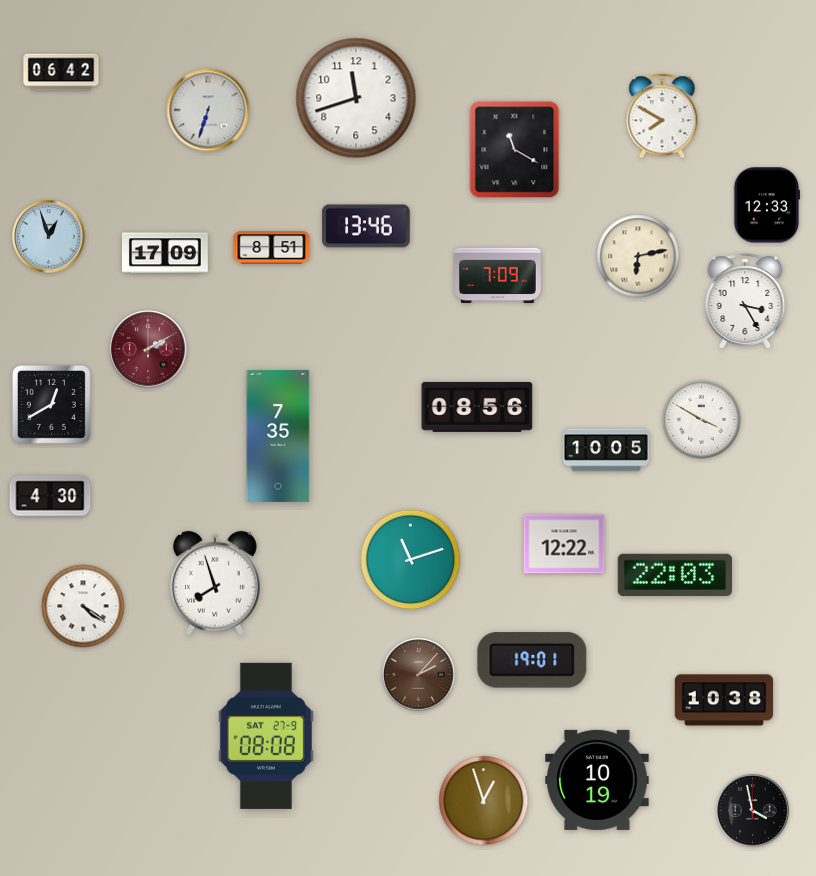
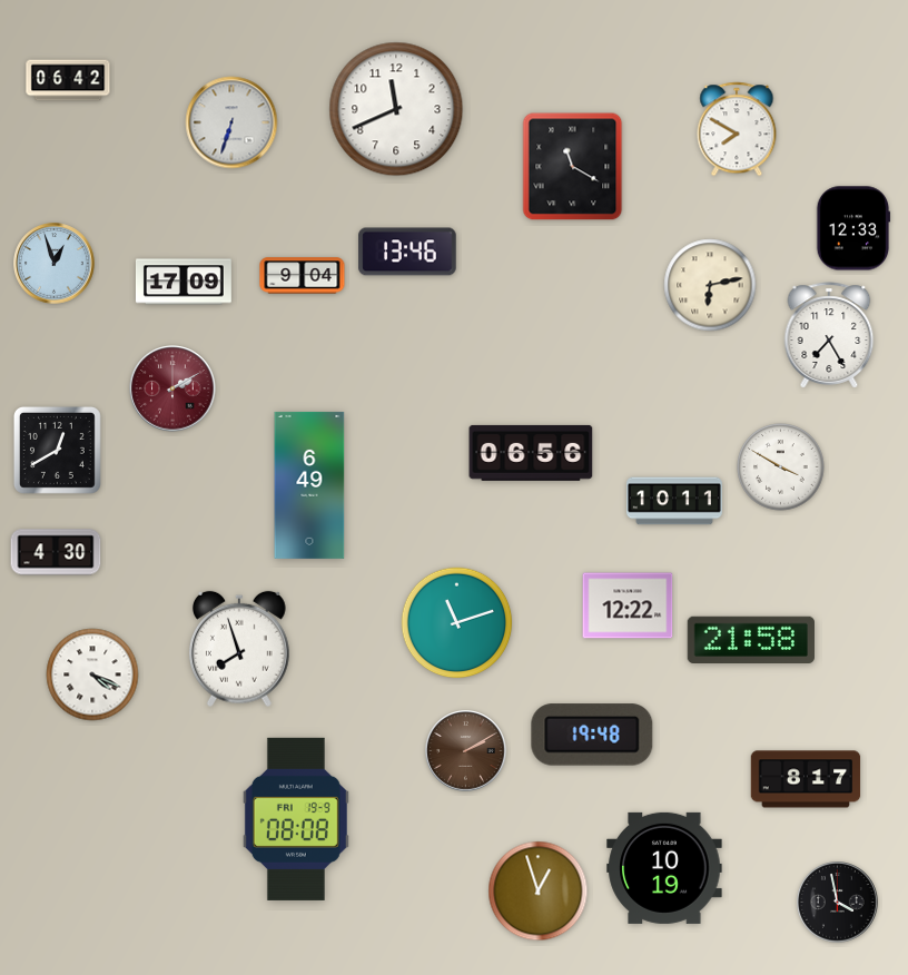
clock at (356, 98): 11:42 -> 11:41
clock at (272, 248): 8:51 -> 9:04
clock at (498, 276): 7:09 -> none
clock at (745, 301): 3:25 -> 7:25
clock at (148, 349) position: (148, 349) -> (172, 388)
clock at (477, 407): 08:56 -> 06:56
clock at (278, 436): 7:35 -> 6:49
clock at (606, 450): 10:05 -> 10:11
clock at (675, 574): 22:03 -> 21:58
clock at (83, 606): 4:21 -> 4:19
clock at (532, 660): 19:01 -> 19:48
clock at (419, 675): 2:07 -> 2:10
clock at (724, 700): 10:38 -> 8:17
clock at (266, 736) date: SAT 27-9 -> FRI 19-9
